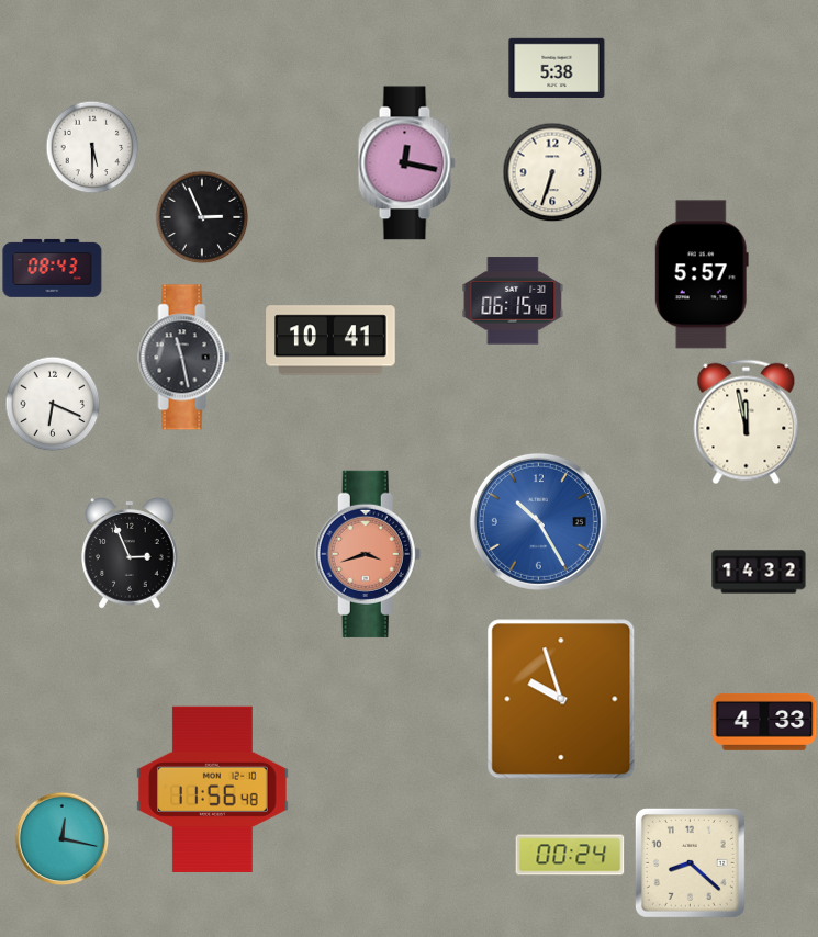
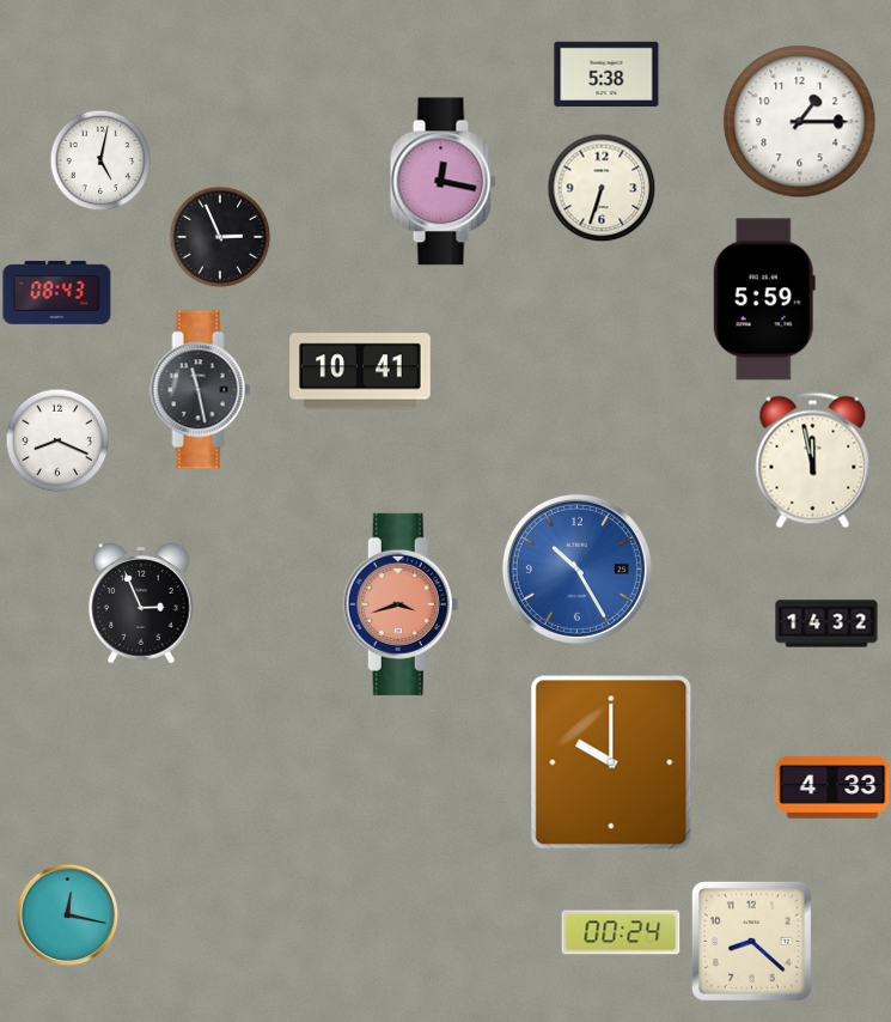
clock at (800, 122): none -> 1:15
clock at (92, 147): 5:30 -> 5:02
clock at (406, 163) position: (406, 163) -> (443, 182)
clock at (702, 274): 5:57 -> 5:59
clock at (513, 301): 06:15 -> none
clock at (53, 404): 6:19 -> 8:19
clock at (538, 521) position: (538, 521) -> (576, 568)
clock at (561, 699): 9:57 -> 10:00
clock at (213, 789): 11:56 -> none
